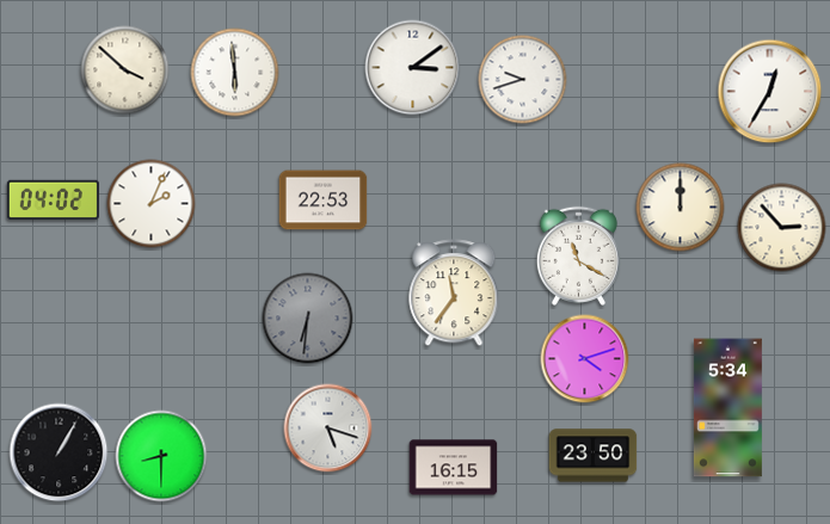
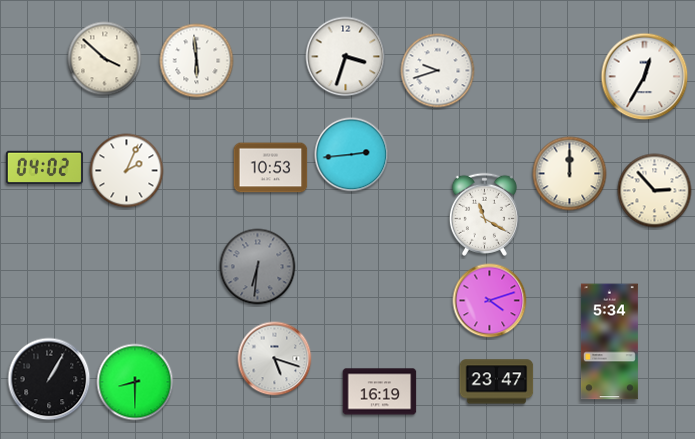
clock at (413, 68): 3:09 -> 3:33
clock at (523, 80) position: (523, 80) -> (438, 71)
clock at (352, 155): none -> 2:44
clock at (324, 201): 22:53 -> 10:53
clock at (454, 294): 11:36 -> none
clock at (594, 456): 23:50 -> 23:47
clock at (454, 468): 16:15 -> 16:19
